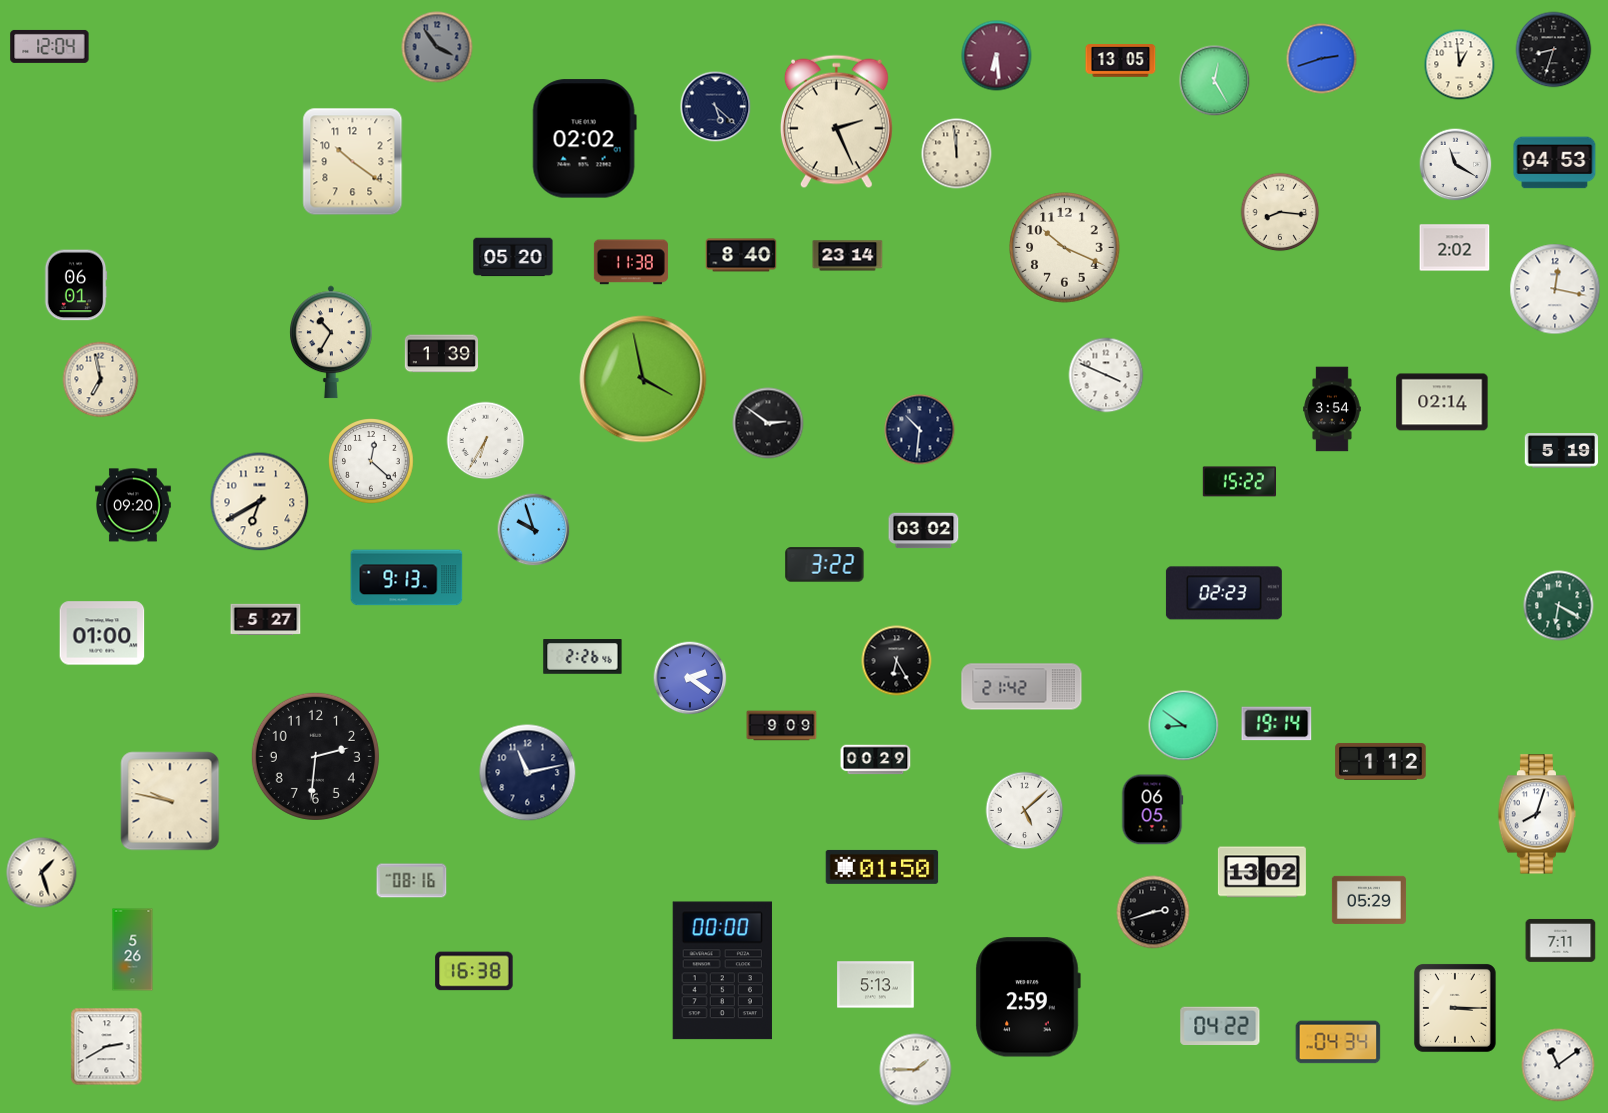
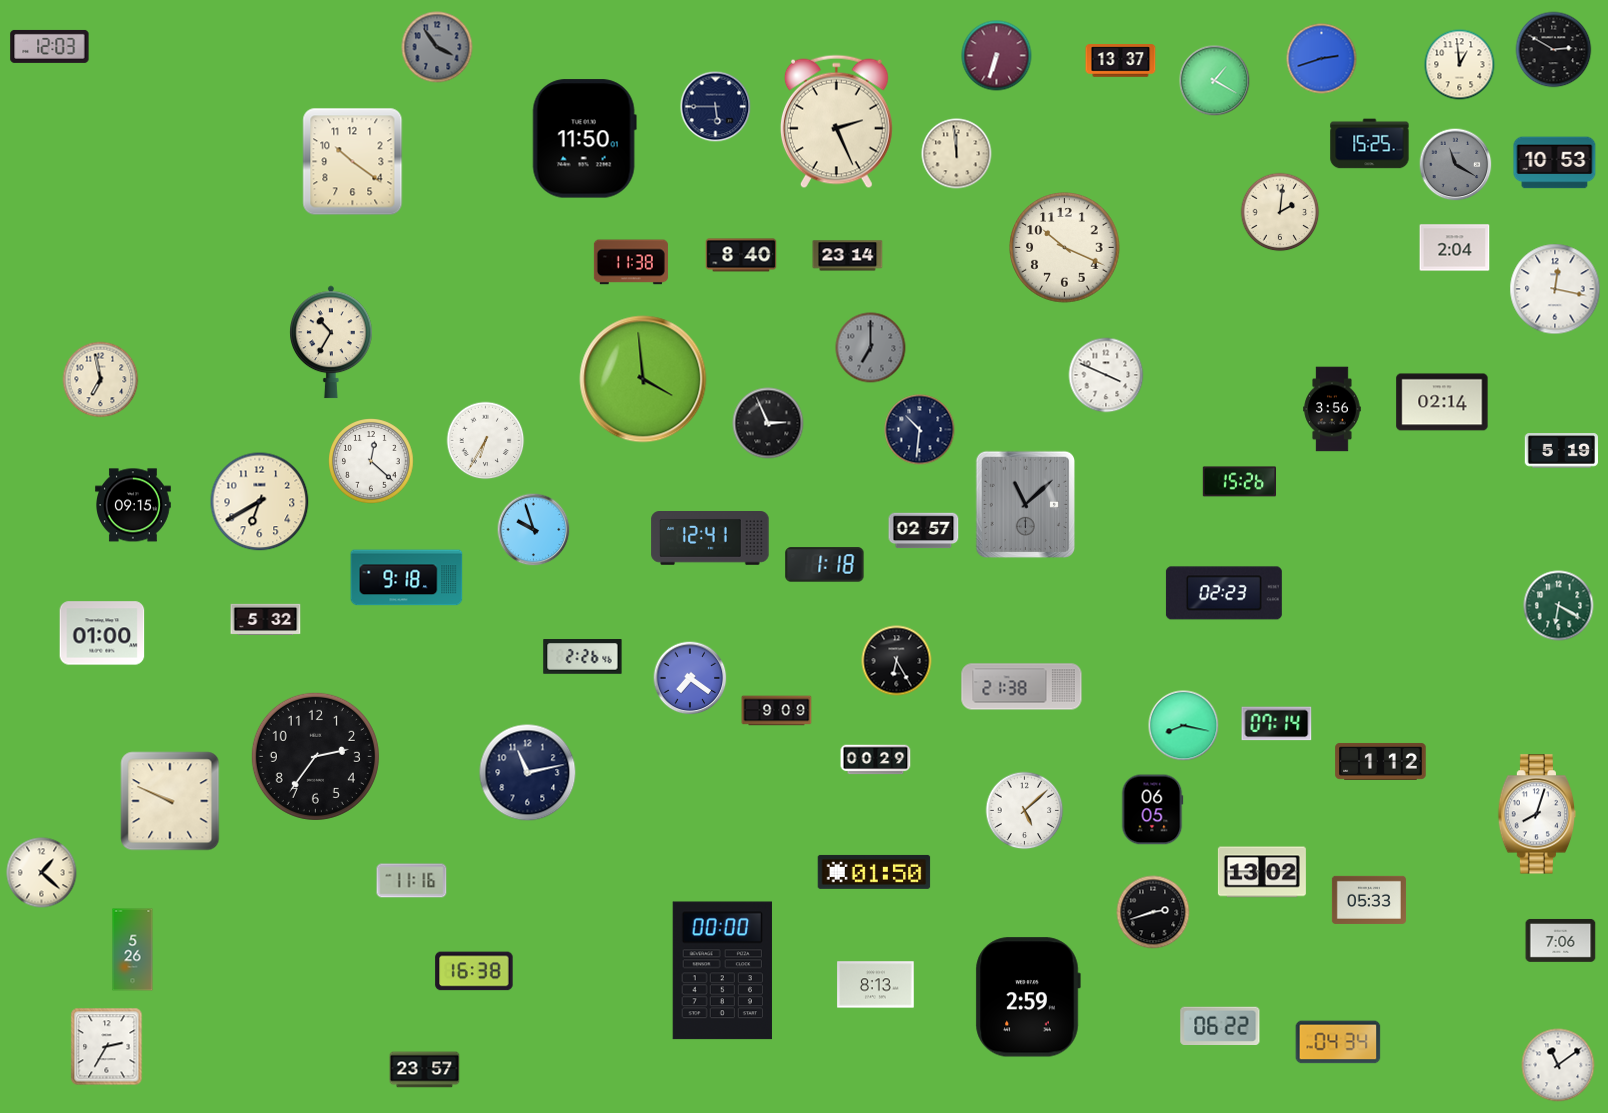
clock at (50, 46): 12:04 -> 12:03
clock at (1554, 50): 8:33 -> 2:50
clock at (997, 56): 6:29 -> 6:33
clock at (1121, 61): 13:05 -> 13:37
clock at (1215, 81): 12:25 -> 1:20
clock at (716, 107): 5:22 -> 5:45
clock at (584, 139): 02:02 -> 11:50
clock at (1370, 144): none -> 15:25
clock at (1555, 163): 04:53 -> 10:53
clock at (1456, 165) dial: white -> grey
clock at (1280, 212): 8:16 -> 2:01
clock at (1455, 248): 2:02 -> 2:04
clock at (513, 257): 05:20 -> none
clock at (76, 285): 06:01 -> none
clock at (871, 348): none -> 7:00
clock at (442, 354): 1:39 -> none
clock at (643, 379): 3:58 -> 3:59
clock at (1332, 409): 3:54 -> 3:56
clock at (768, 423): 2:51 -> 2:56
clock at (1239, 482): 15:22 -> 15:26
clock at (133, 505): 09:20 -> 09:15
clock at (1025, 505): none -> 11:08
clock at (924, 531): 03:02 -> 02:57
clock at (710, 539): none -> 12:41
clock at (825, 565): 3:22 -> 1:18
clock at (407, 578): 9:13 -> 9:18
clock at (266, 619): 5:27 -> 5:32
clock at (690, 678): 2:21 -> 7:21
clock at (1022, 687): 21:42 -> 21:38
clock at (1277, 724): 19:14 -> 07:14
clock at (782, 726) position: (782, 726) -> (777, 711)
clock at (1184, 726): 8:51 -> 8:17
clock at (315, 756): 2:31 -> 2:36
clock at (170, 801): 9:47 -> 9:49
clock at (882, 867) position: (882, 867) -> (874, 872)
clock at (42, 873): 1:27 -> 1:22
clock at (412, 881): 08:16 -> 11:16
clock at (1369, 900): 05:29 -> 05:33
clock at (1561, 941): 7:11 -> 7:06
clock at (876, 985): 5:13 -> 8:13
clock at (1455, 1009): 3:15 -> none
clock at (1220, 1026): 04:22 -> 06:22
clock at (107, 1047): 2:40 -> 2:35
clock at (425, 1070): none -> 23:57
clock at (916, 1070): 1:45 -> none
